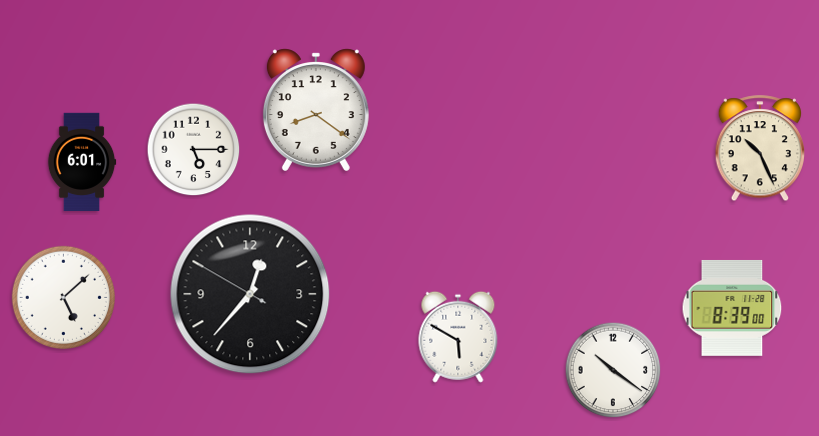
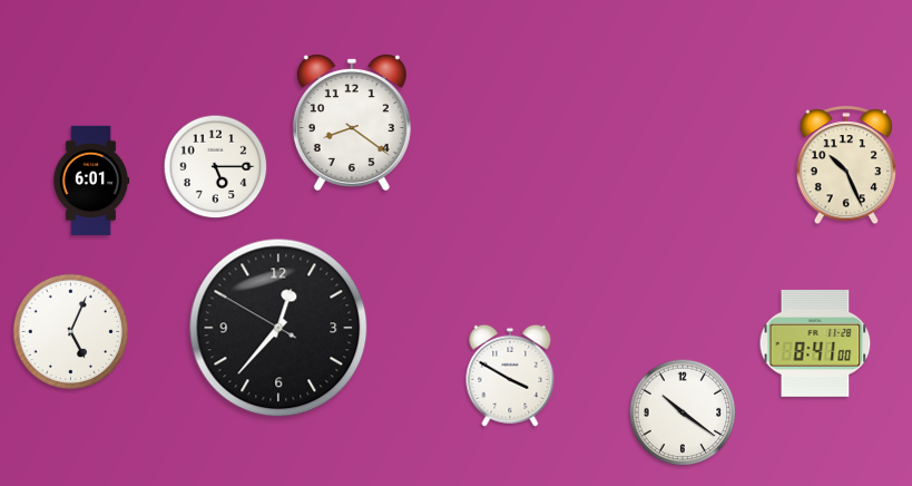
clock at (63, 297): 5:08 -> 5:04
clock at (732, 308): 8:39 -> 8:41
clock at (458, 337): 5:50 -> 3:50
